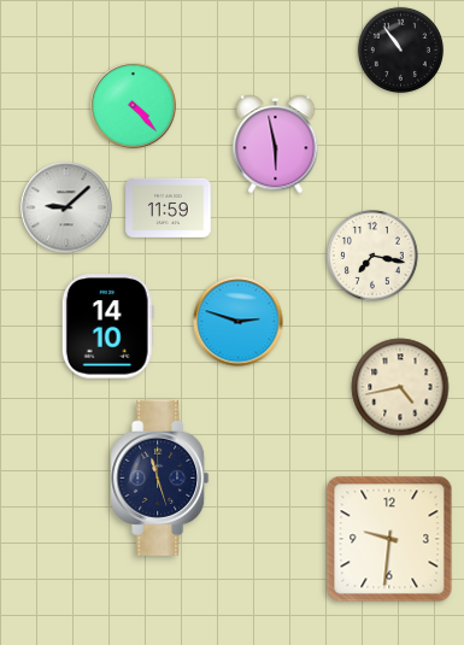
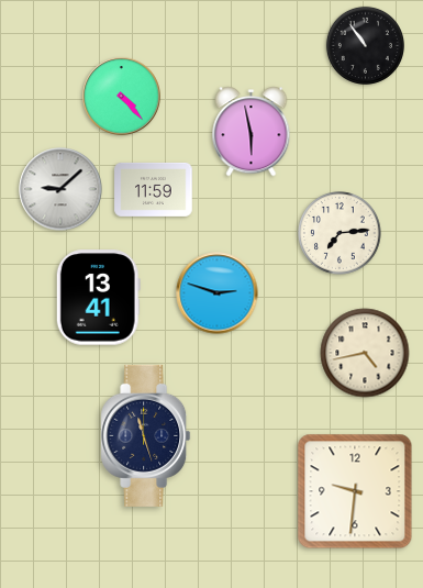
clock at (372, 256): 7:17 -> 7:14
clock at (107, 327): 14:10 -> 13:41
